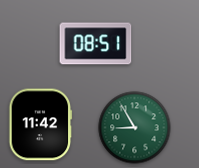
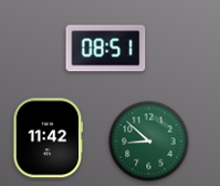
clock at (41, 125) position: (41, 125) -> (49, 138)
clock at (135, 128): 8:55 -> 8:52
